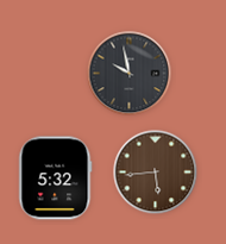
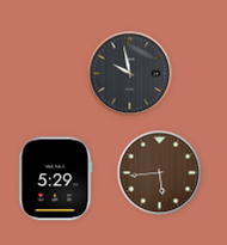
clock at (156, 173) position: (156, 173) -> (160, 173)
clock at (56, 179): 5:32 -> 5:29
